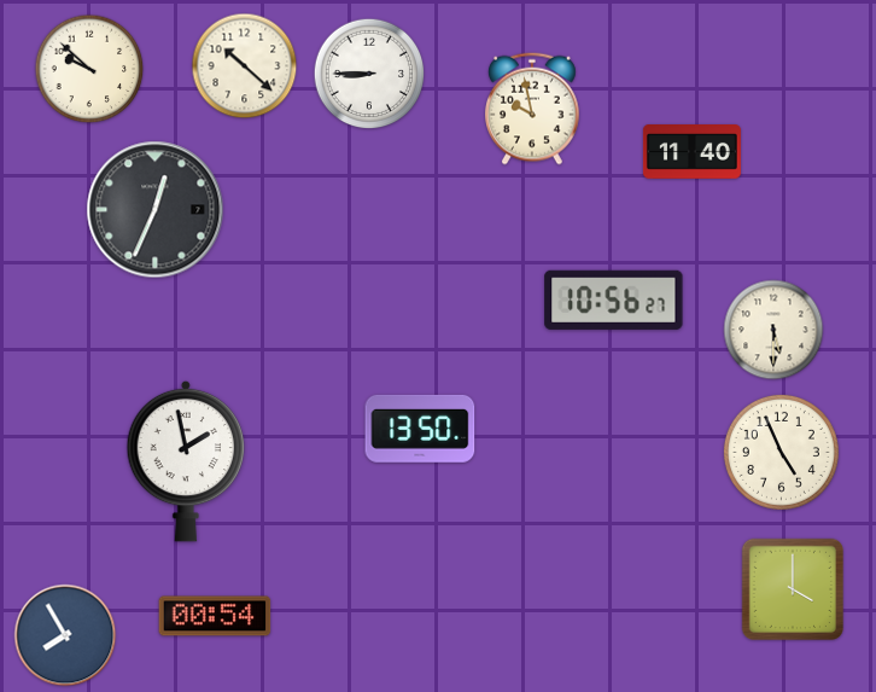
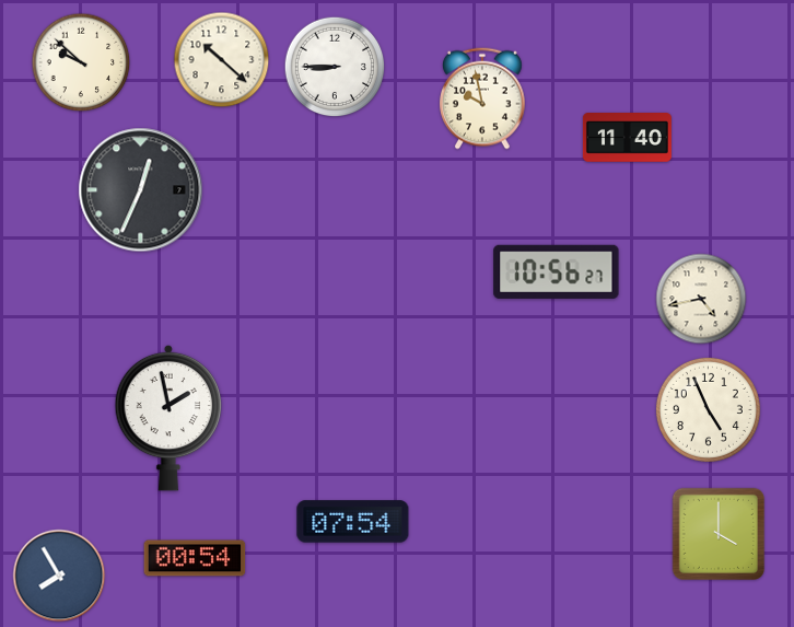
clock at (773, 330): 5:30 -> 4:43
clock at (420, 429): 13:50 -> none
clock at (353, 522): none -> 07:54
